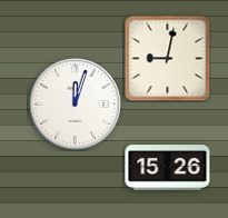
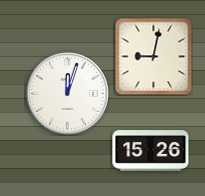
clock at (167, 58) position: (167, 58) -> (153, 56)
